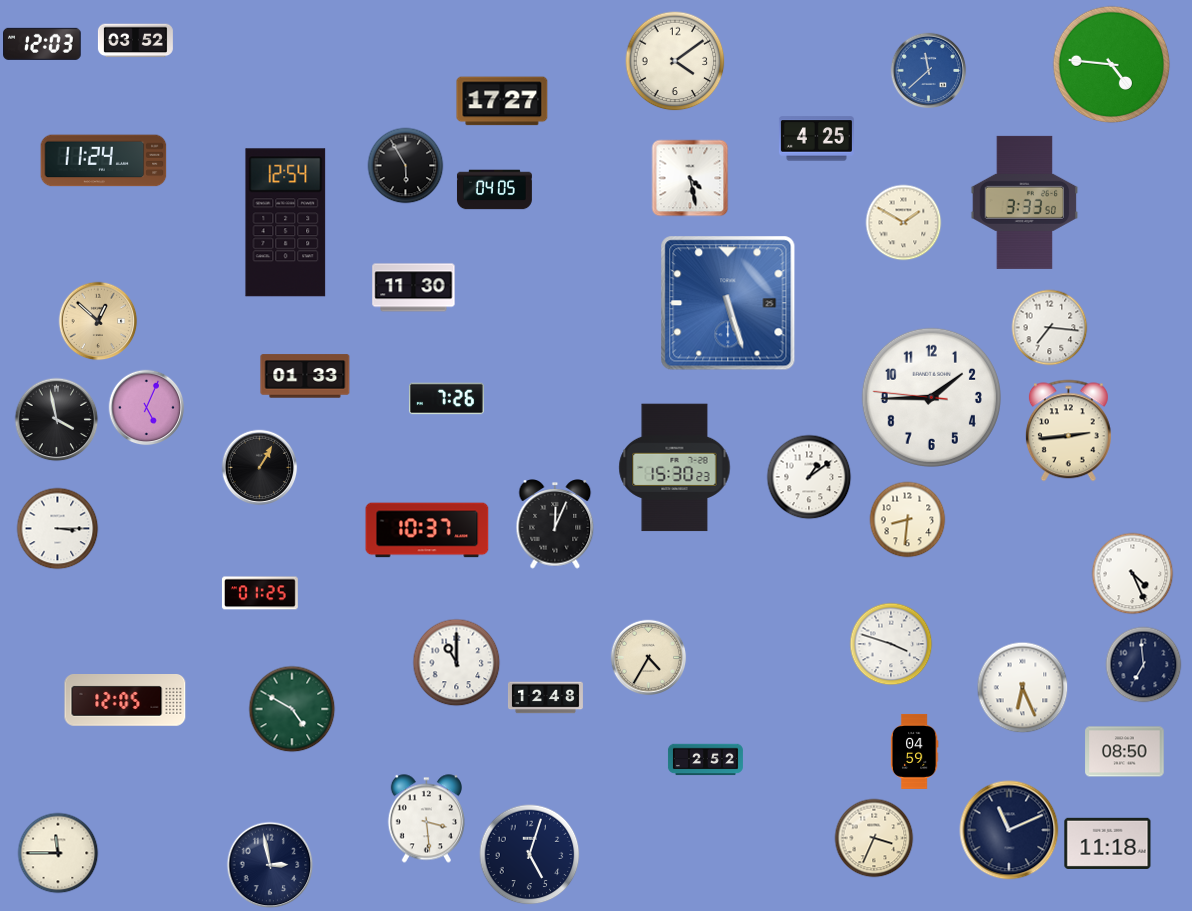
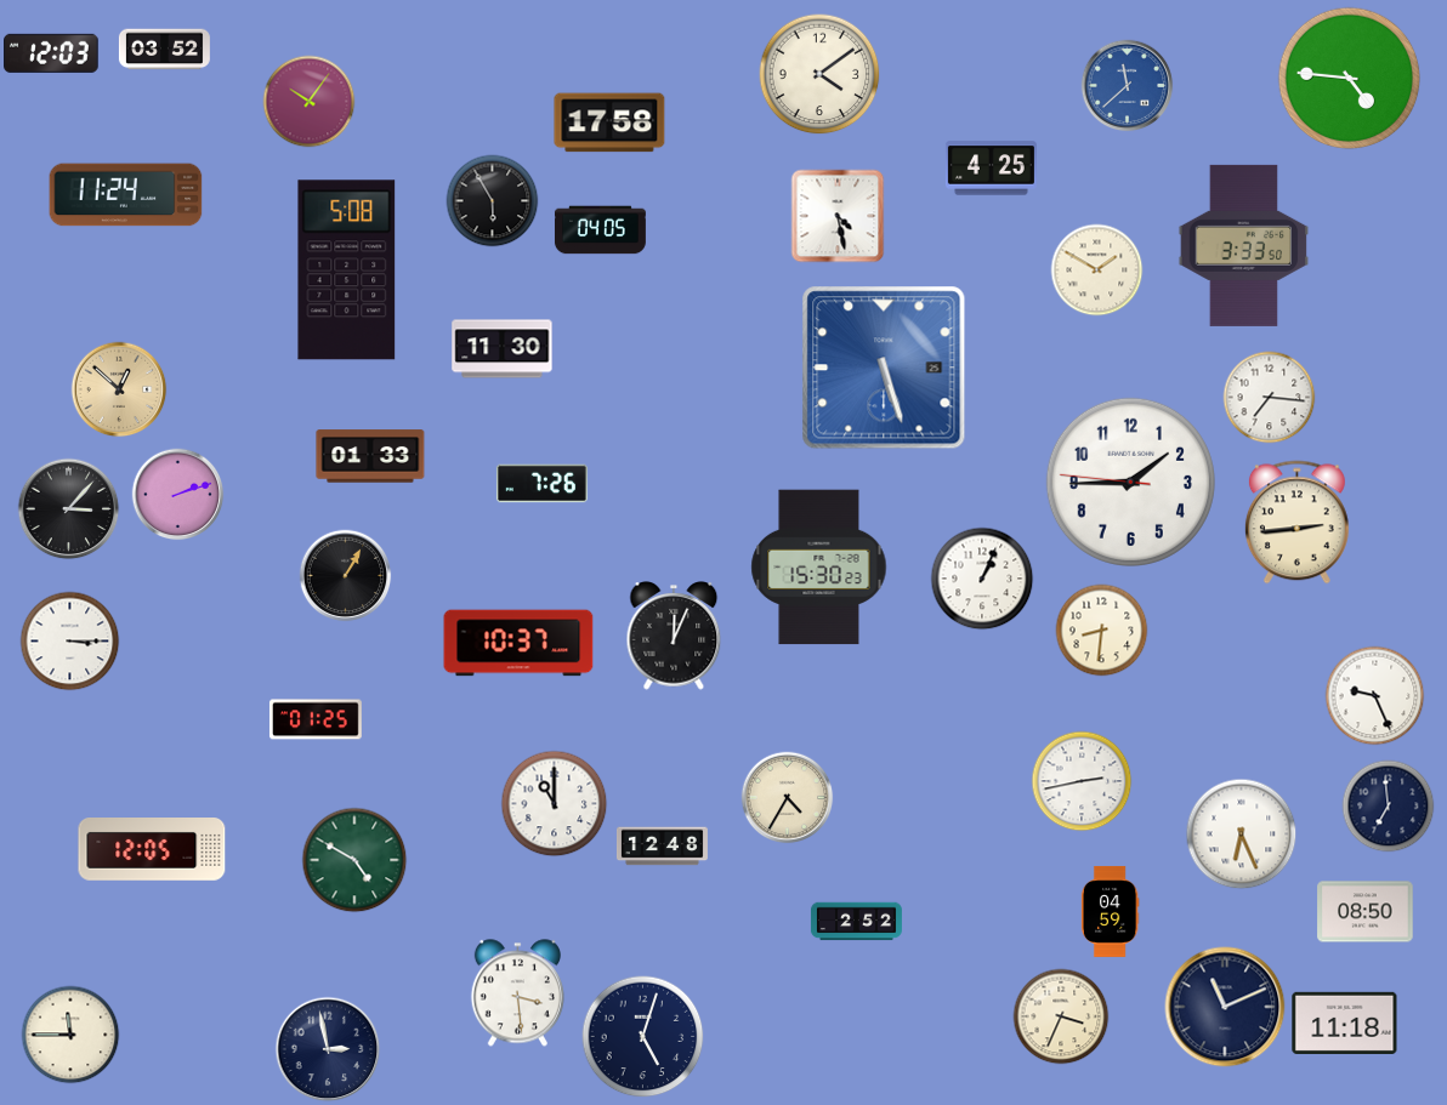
clock at (310, 102): none -> 10:06
clock at (502, 101): 17:27 -> 17:58
clock at (286, 223): 12:54 -> 5:08
clock at (1050, 328) position: (1050, 328) -> (1270, 398)
clock at (147, 408): 5:04 -> 2:12
clock at (57, 420): 3:58 -> 3:07
clock at (260, 468) position: (260, 468) -> (346, 576)
clock at (809, 477): 1:09 -> 1:04
clock at (1133, 574): 4:26 -> 9:26
clock at (891, 644): 3:48 -> 2:43
